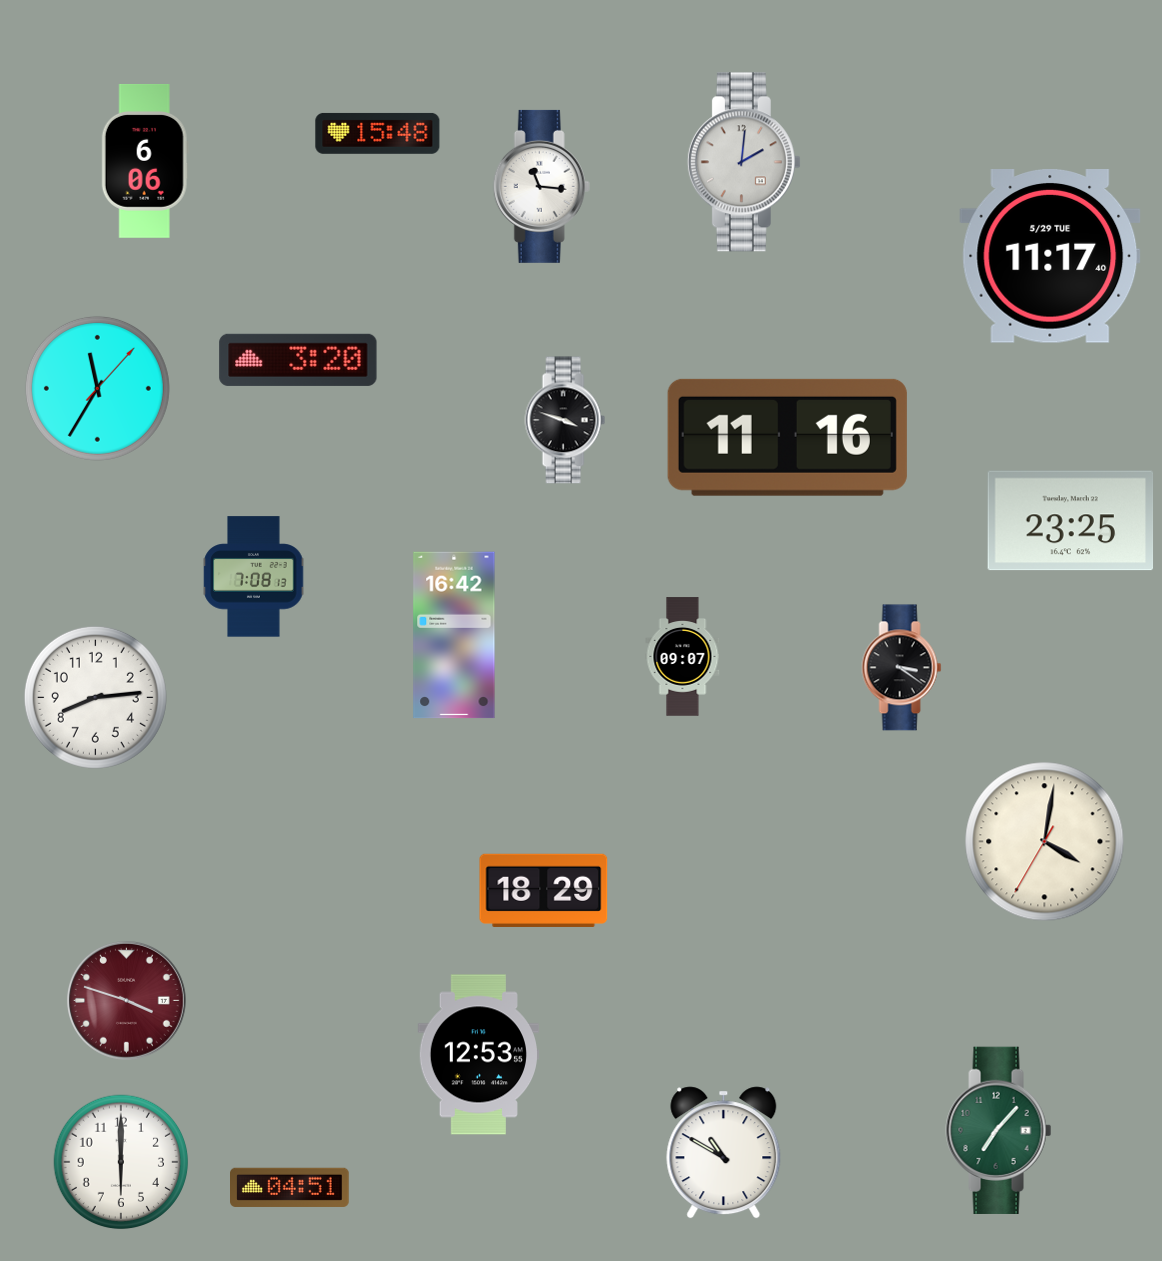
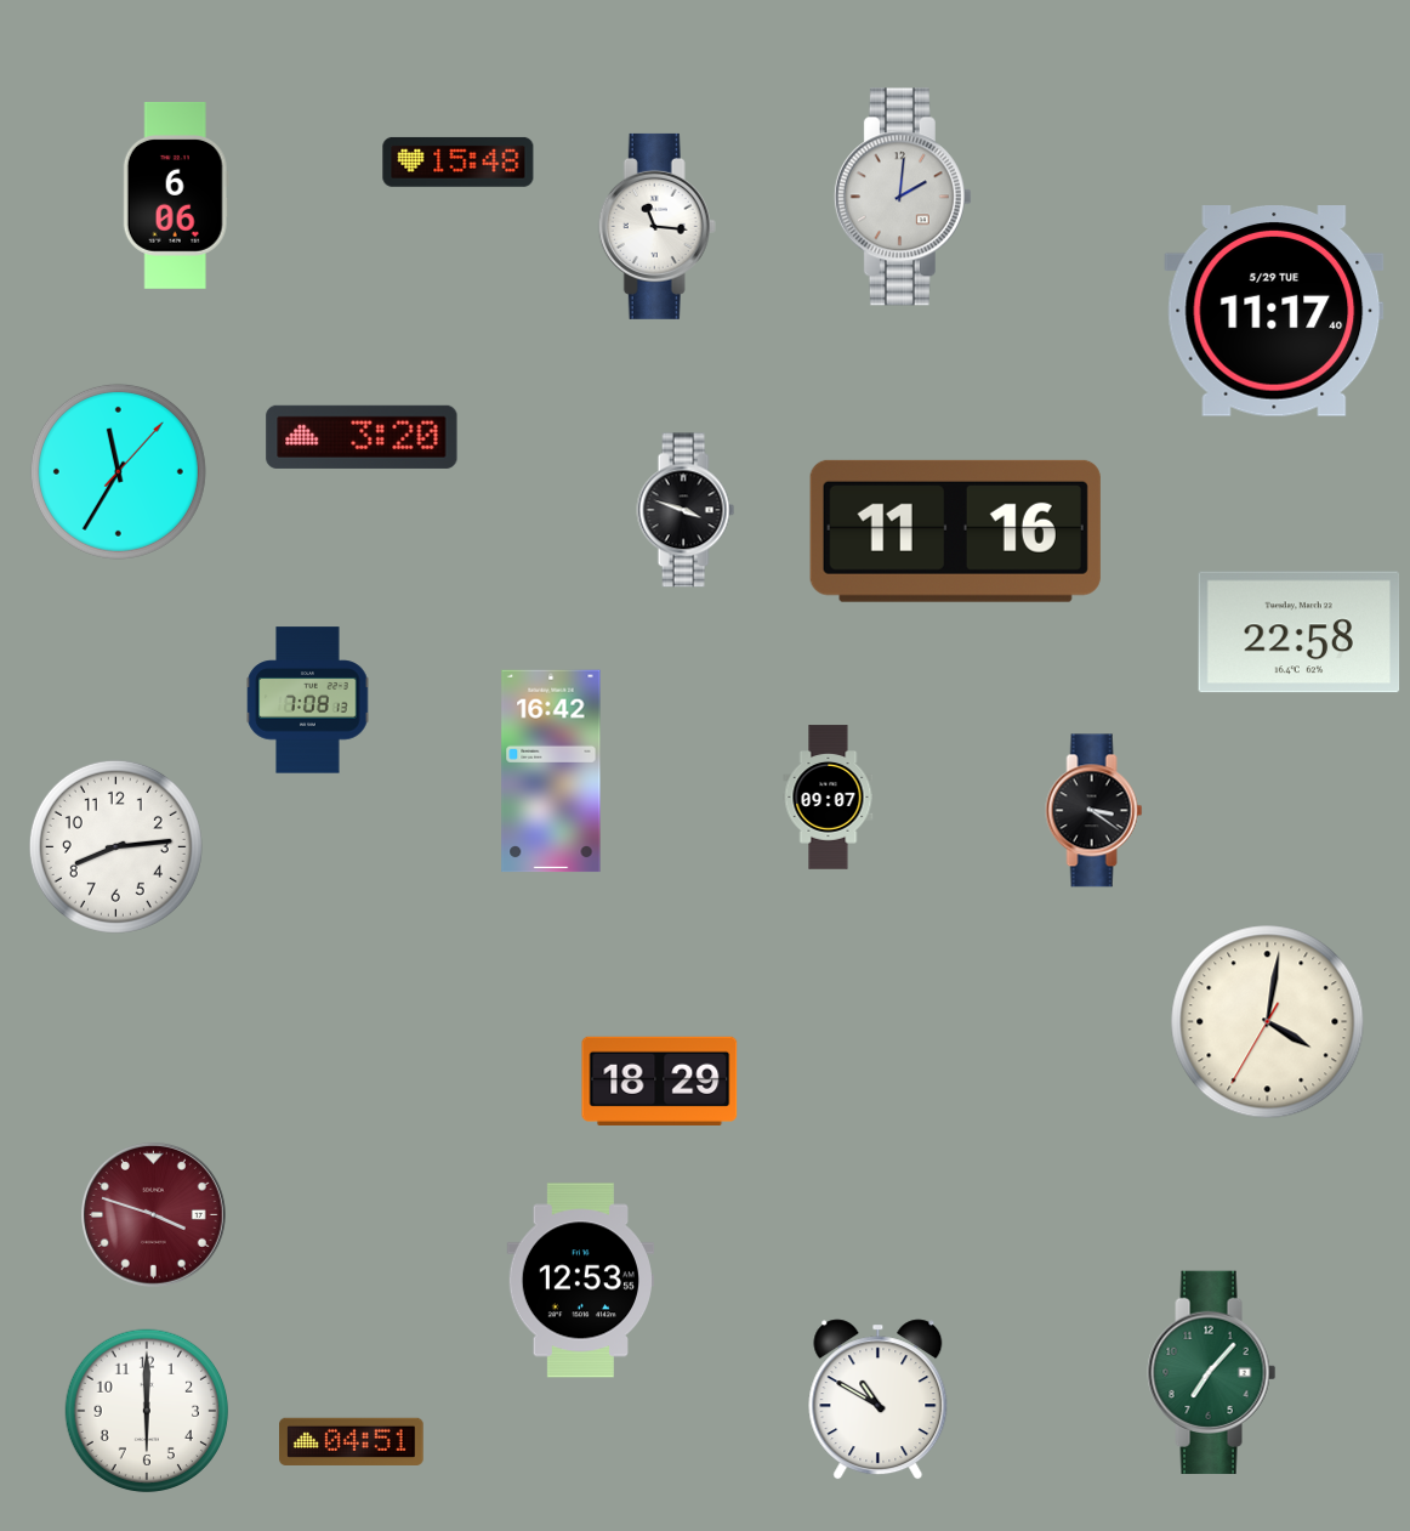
clock at (1071, 521): 23:25 -> 22:58
